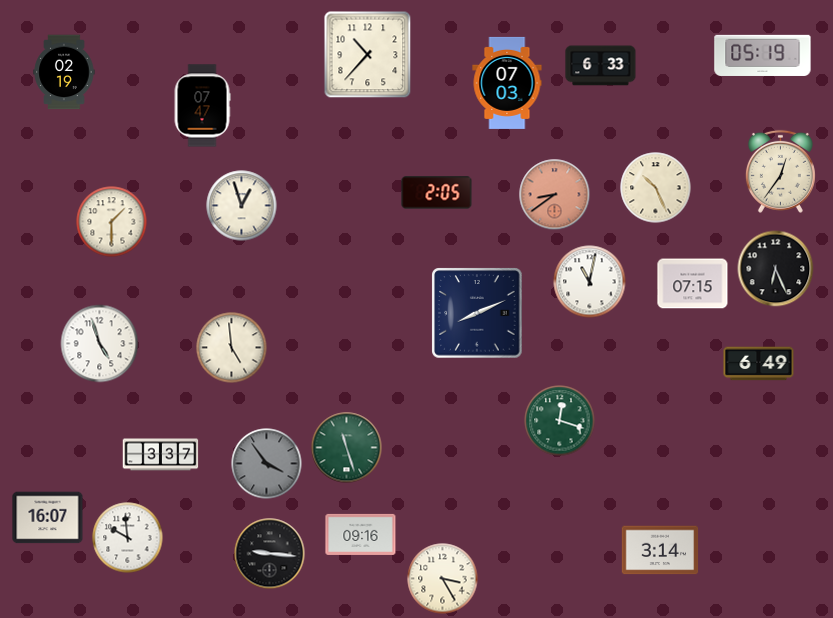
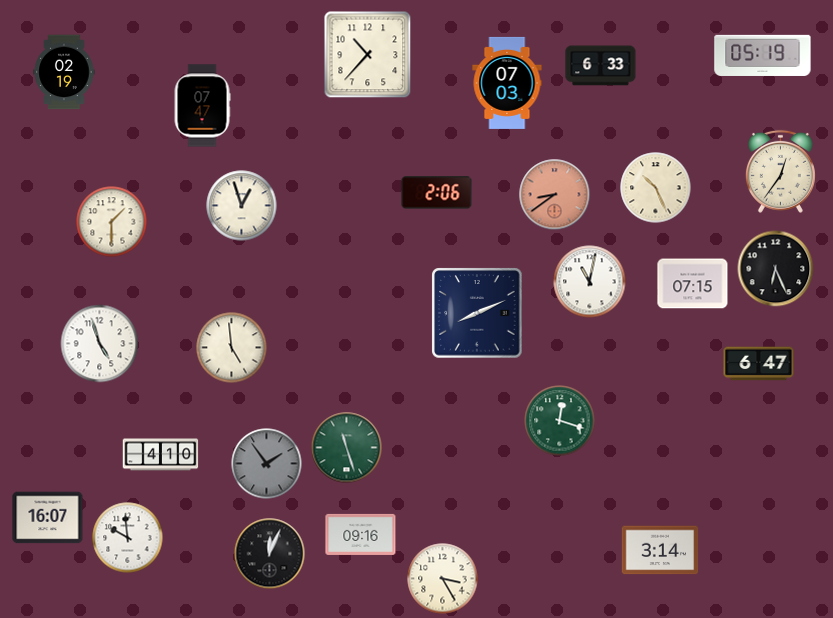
clock at (437, 193): 2:05 -> 2:06
clock at (759, 364): 6:49 -> 6:47
clock at (161, 455): 3:37 -> 4:10
clock at (267, 464): 3:54 -> 1:54
clock at (270, 554): 9:16 -> 12:04
